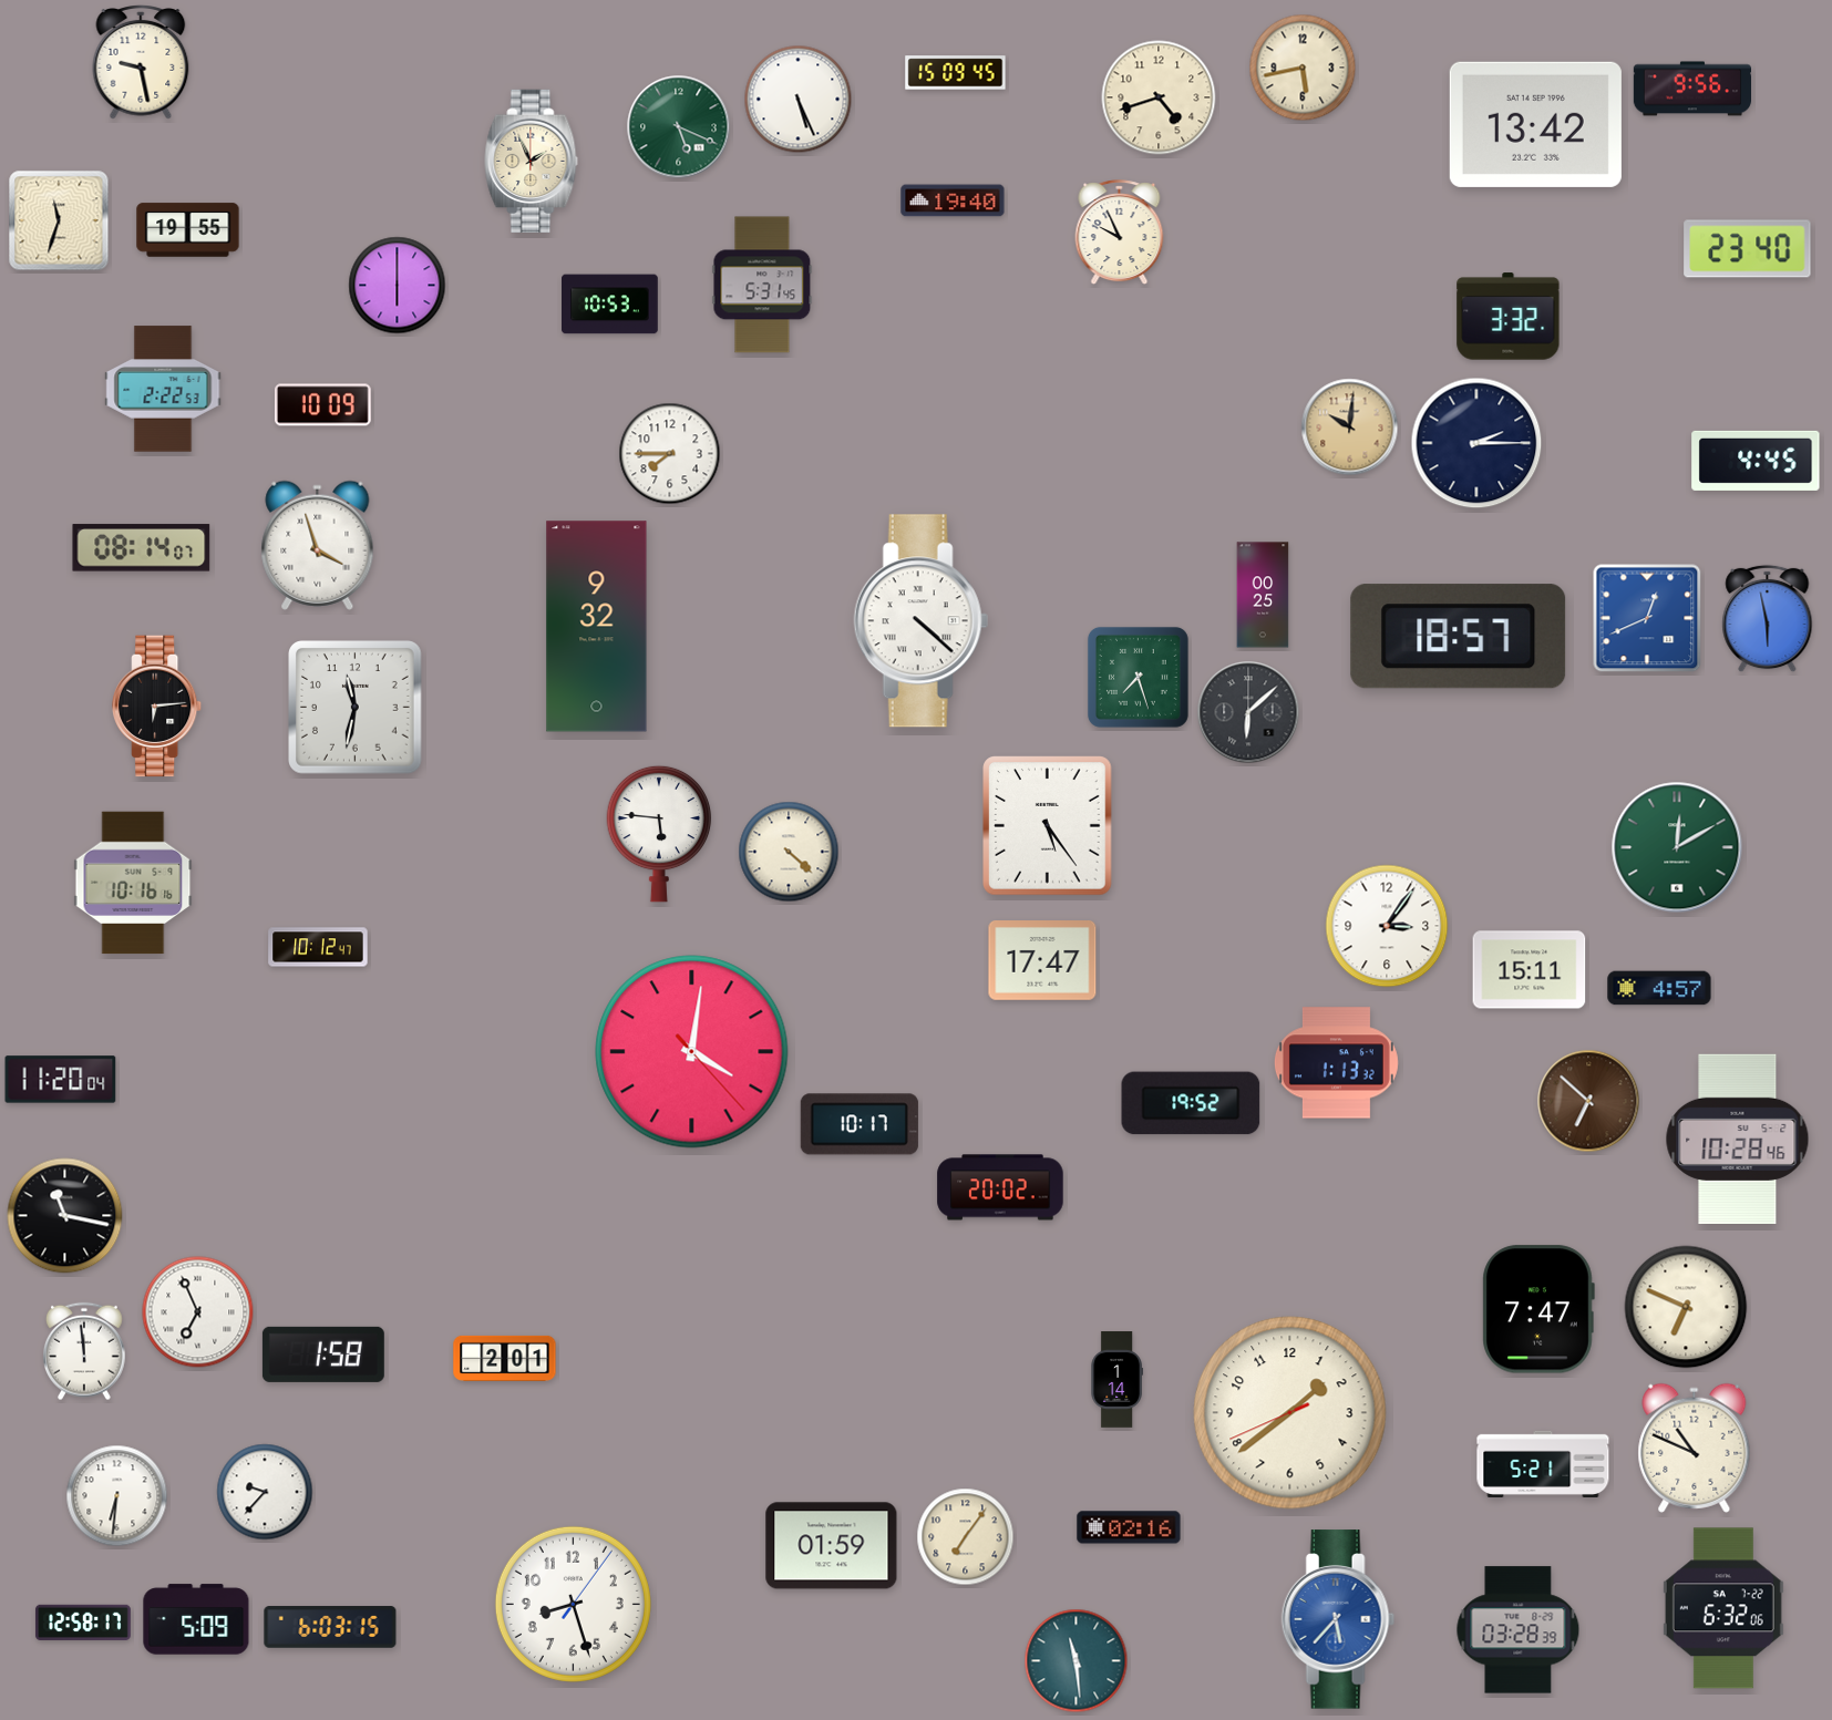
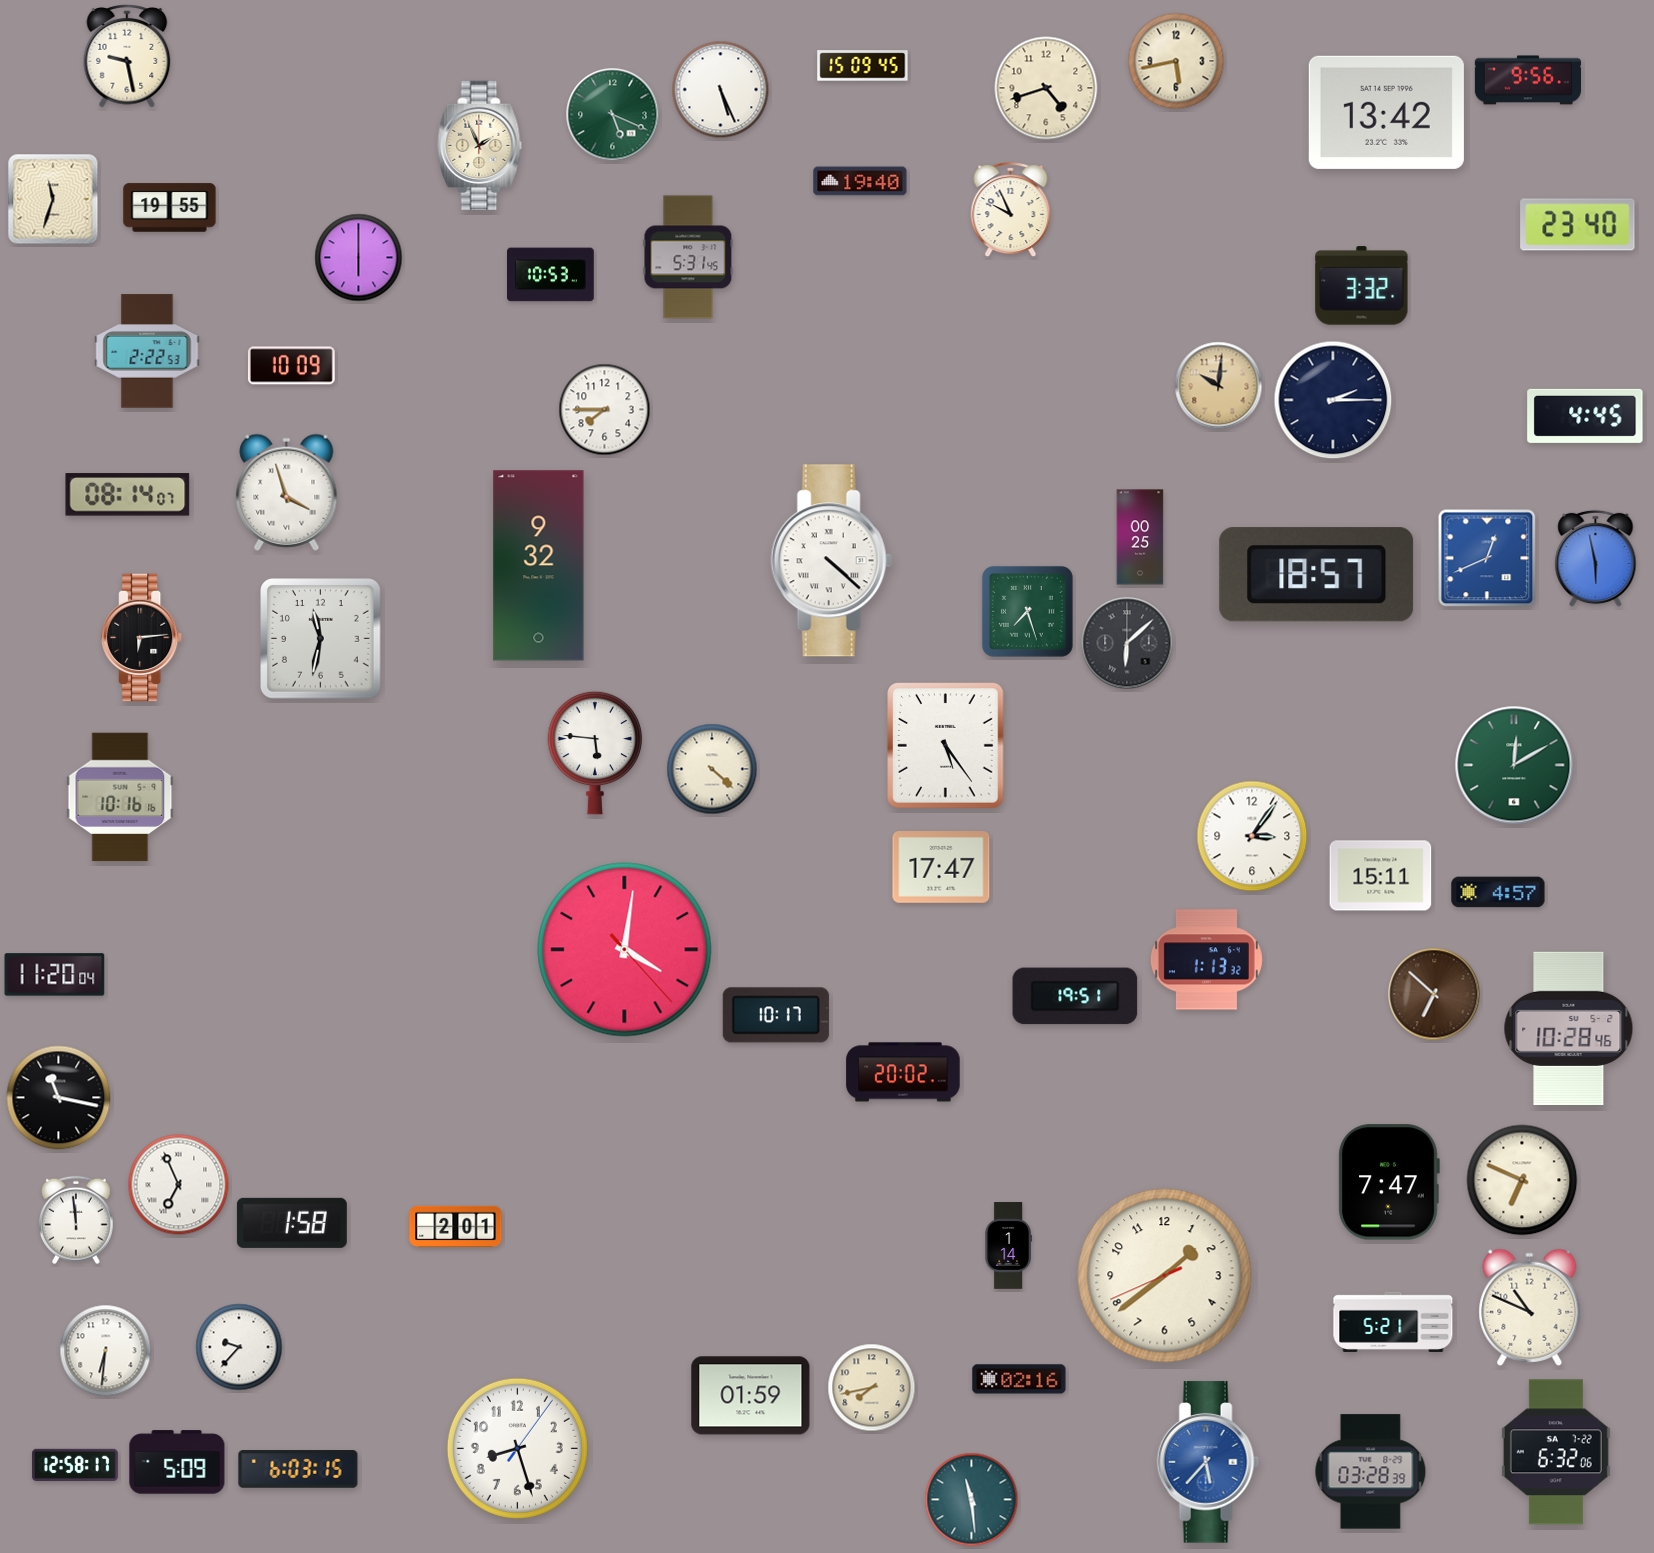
clock at (318, 947): 10:12 -> none
clock at (1191, 1103): 19:52 -> 19:51
clock at (966, 1537): 7:06 -> 7:43
